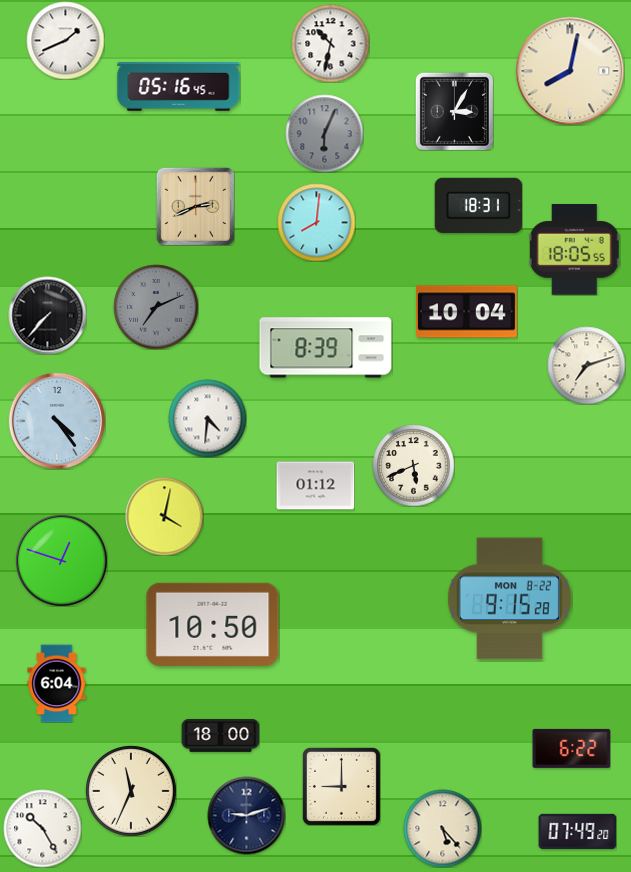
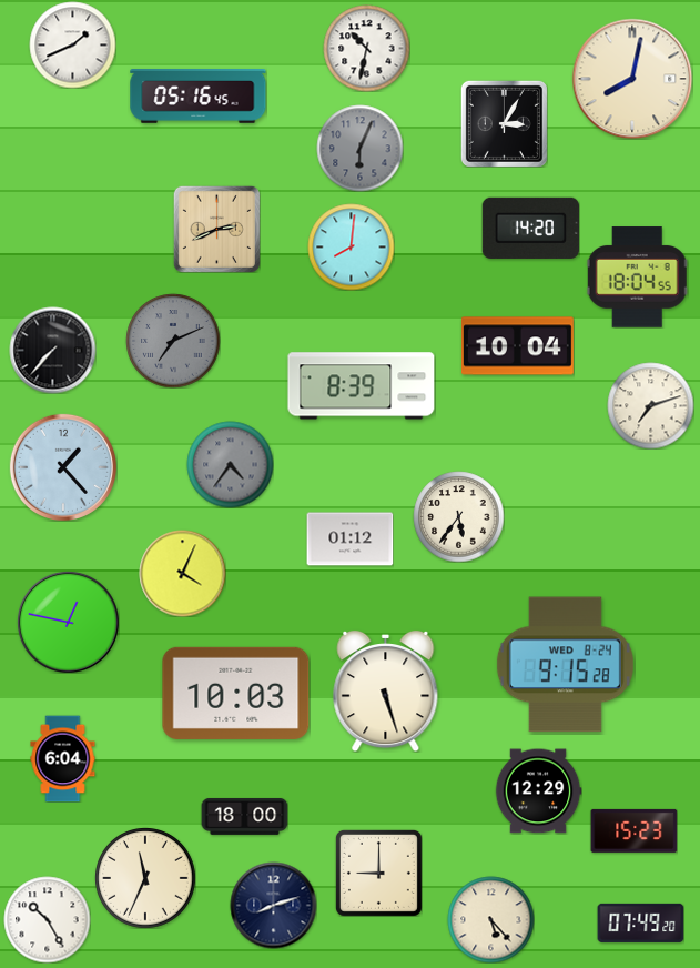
clock at (478, 205): 18:31 -> 14:20
clock at (574, 250): 18:05 -> 18:04
clock at (207, 418): 4:31 -> 4:36
clock at (207, 418) dial: white -> grey
clock at (57, 421): 4:24 -> 1:23
clock at (413, 465): 5:41 -> 5:36
clock at (164, 516): 4:02 -> 4:04
clock at (61, 560): 12:48 -> 12:47
clock at (509, 599) date: MON 8-22 -> WED 8-24
clock at (386, 690): none -> 5:27
clock at (213, 624): 10:50 -> 10:03
clock at (538, 791): none -> 12:29
clock at (571, 748): 6:22 -> 15:23
clock at (246, 815): 9:12 -> 8:12
